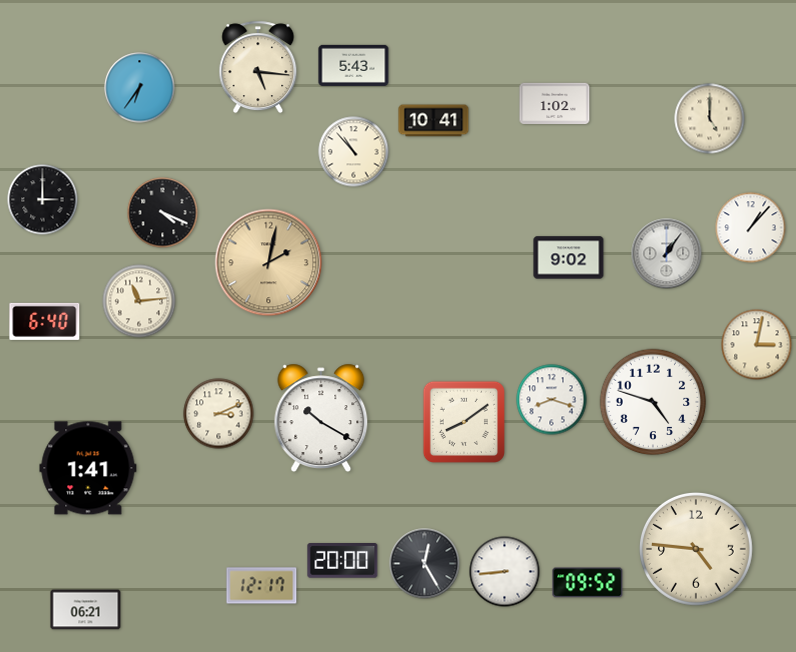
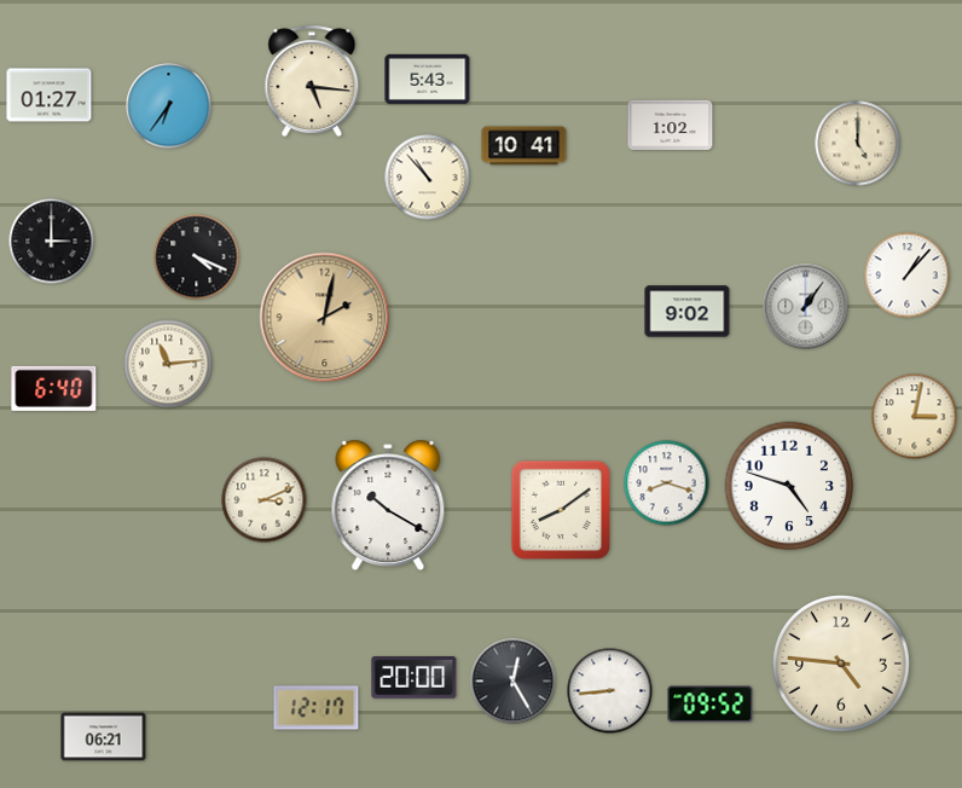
clock at (50, 95): none -> 01:27
clock at (354, 152) position: (354, 152) -> (428, 178)
clock at (88, 468): 1:41 -> none
